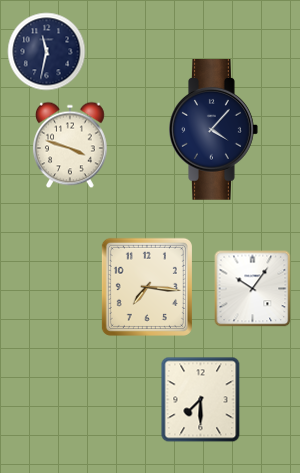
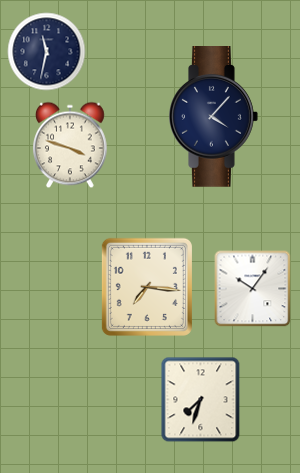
clock at (214, 130) position: (214, 130) -> (214, 117)
clock at (201, 400): 7:30 -> 7:33
